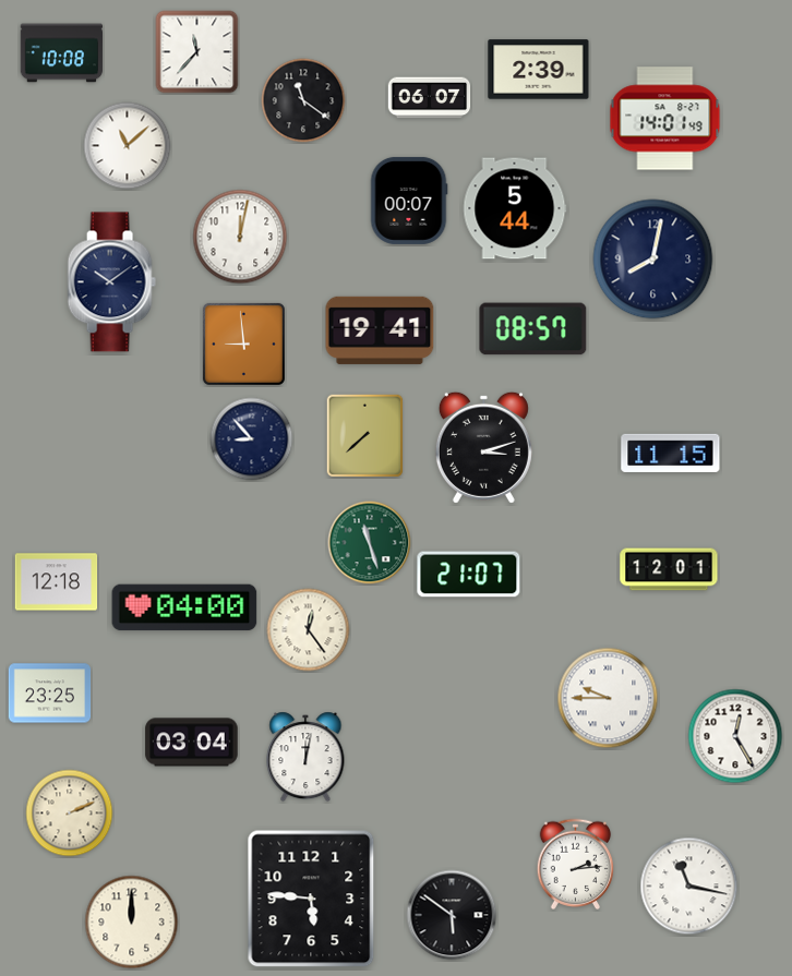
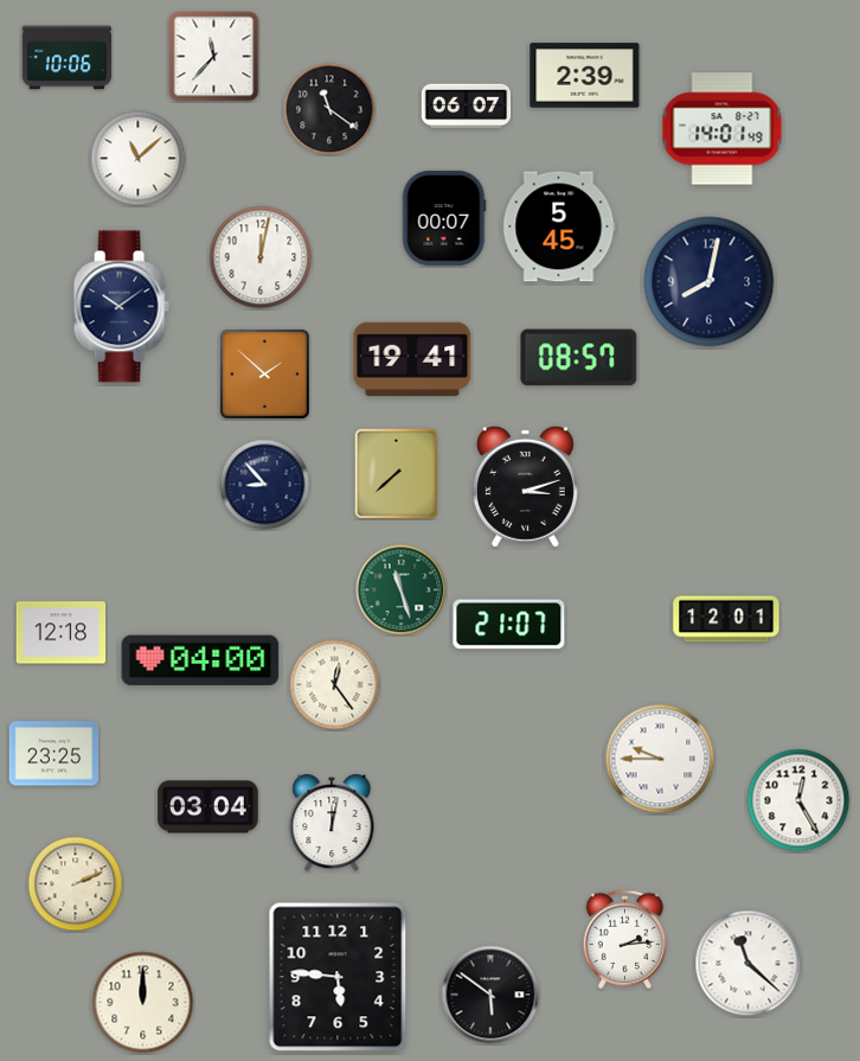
clock at (62, 53): 10:08 -> 10:06
clock at (515, 208): 5:44 -> 5:45
clock at (243, 344): 8:59 -> 1:52
clock at (252, 439) position: (252, 439) -> (265, 485)
clock at (671, 453): 11:15 -> none
clock at (689, 887): 11:17 -> 11:22
